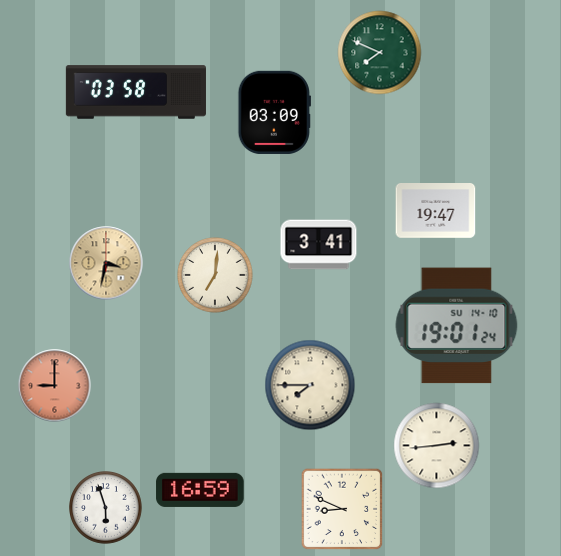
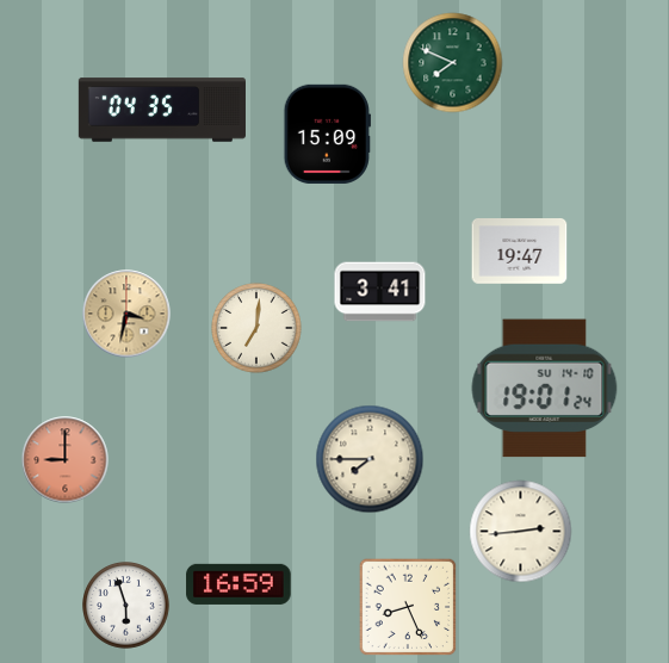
clock at (135, 92): 03:58 -> 04:35
clock at (274, 112): 03:09 -> 15:09
clock at (342, 509): 8:49 -> 8:26
